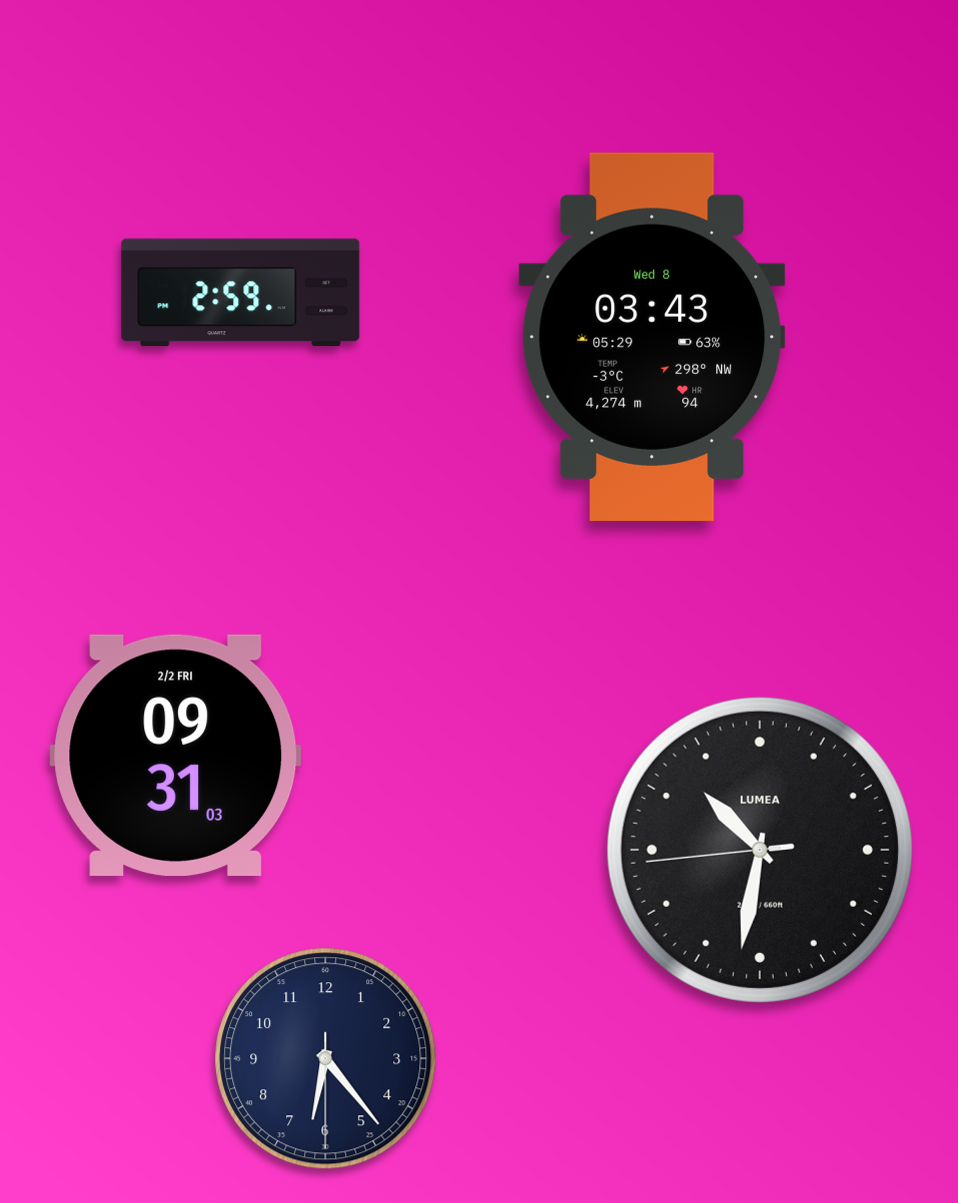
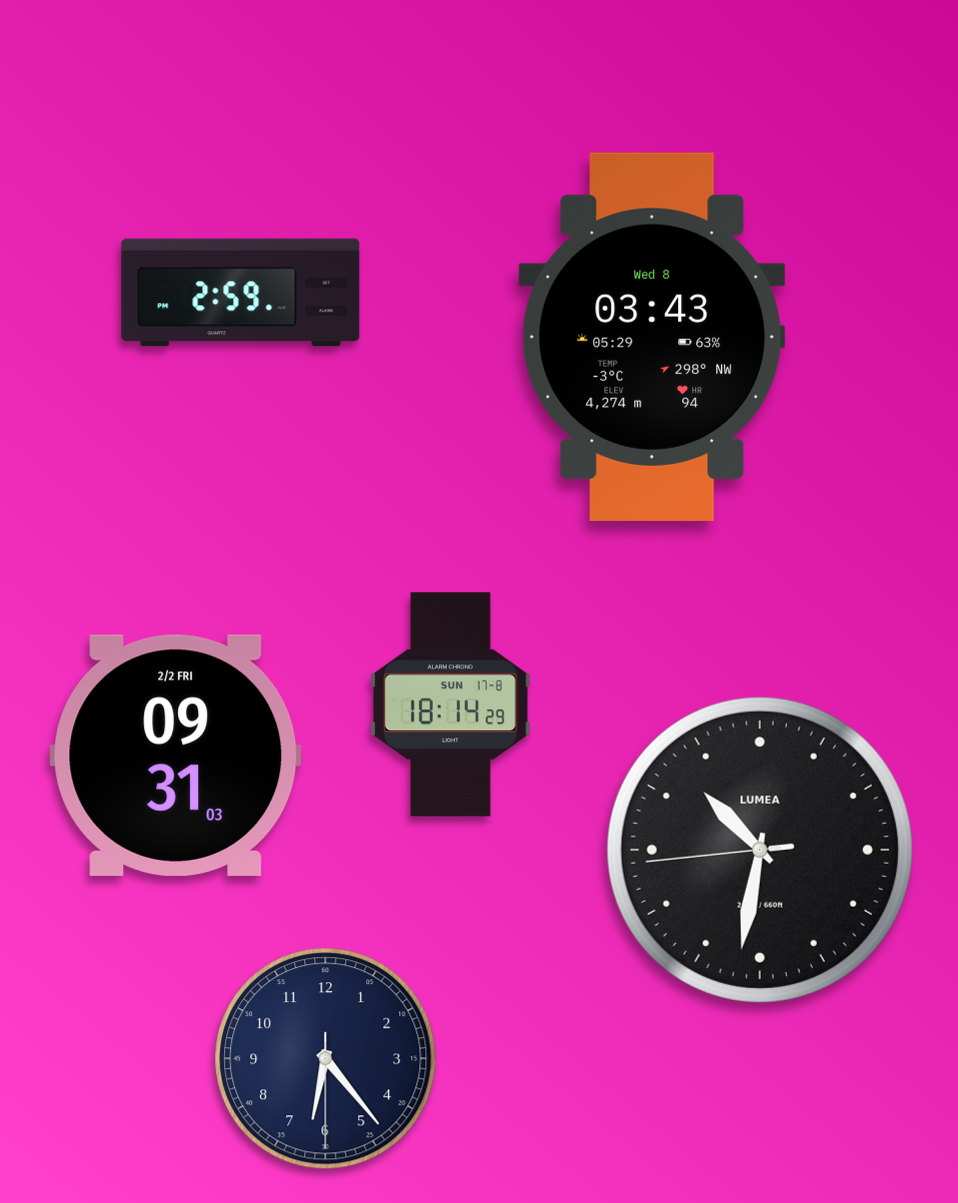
clock at (450, 705): none -> 18:14
